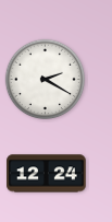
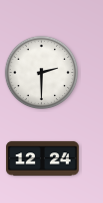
clock at (46, 80): 2:20 -> 2:30
